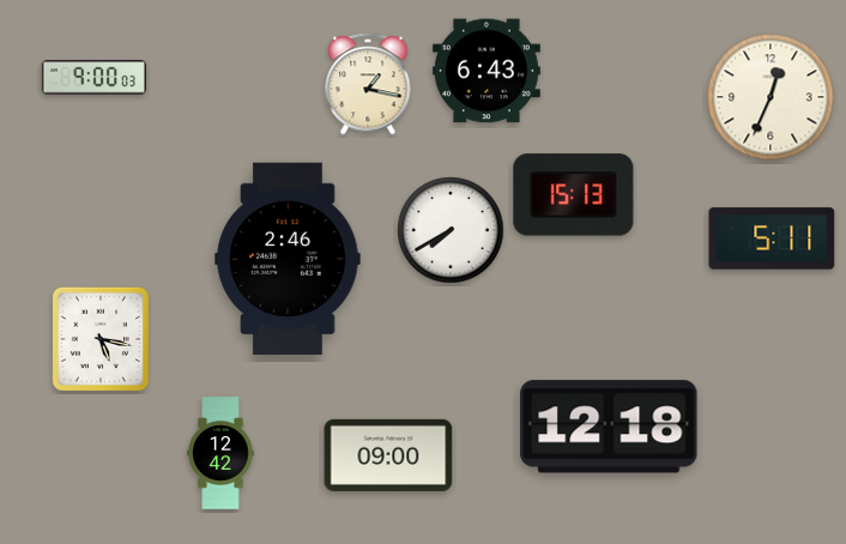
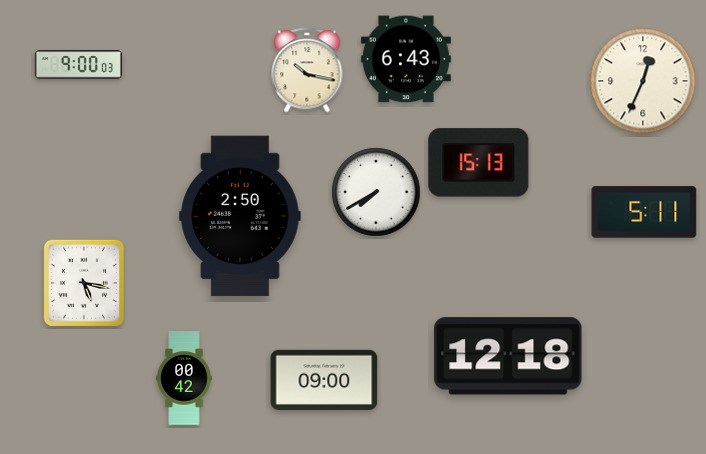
clock at (368, 84): 1:17 -> 10:17
clock at (772, 238) position: (772, 238) -> (644, 212)
clock at (288, 259): 2:46 -> 2:50
clock at (220, 453): 12:42 -> 00:42
